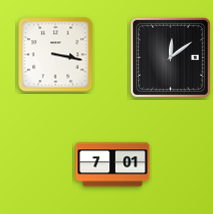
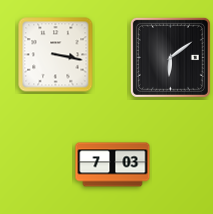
clock at (170, 57): 12:09 -> 6:09
clock at (113, 165): 7:01 -> 7:03
